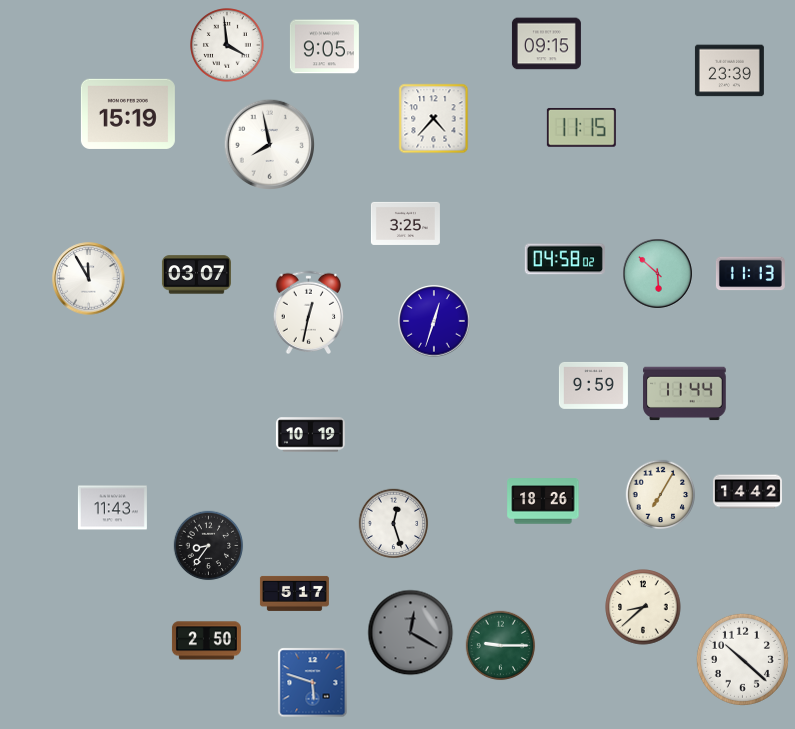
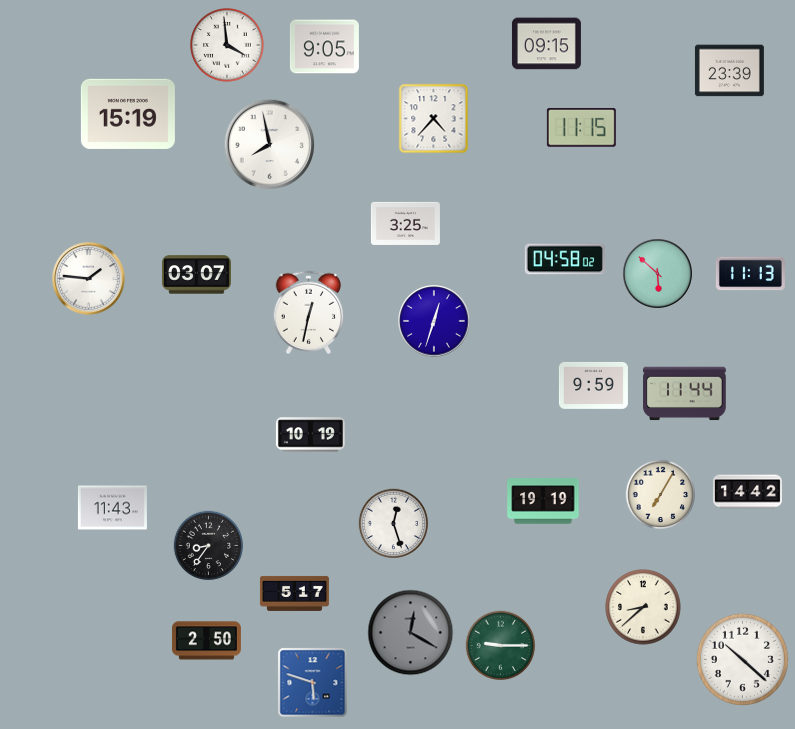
clock at (89, 279): 11:55 -> 1:46
clock at (543, 501): 18:26 -> 19:19
